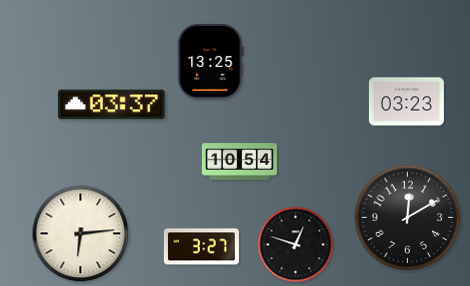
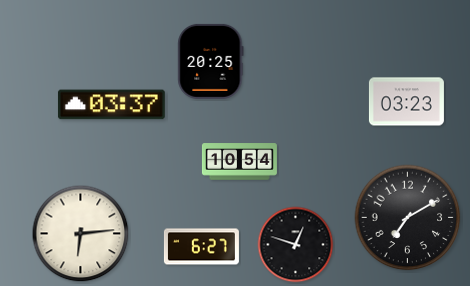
clock at (211, 61): 13:25 -> 20:25
clock at (408, 218): 12:10 -> 7:10
clock at (201, 247): 3:27 -> 6:27
